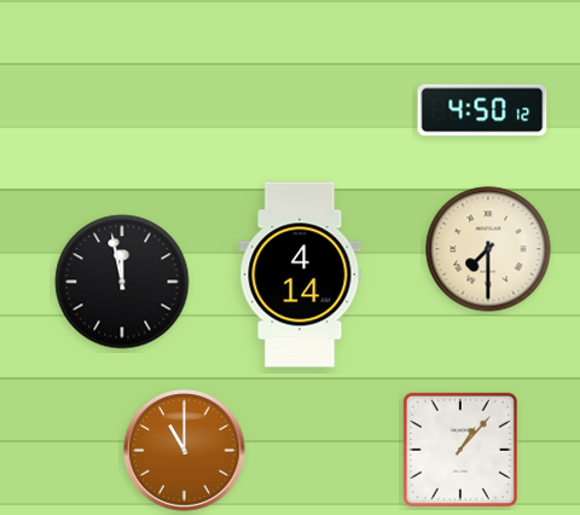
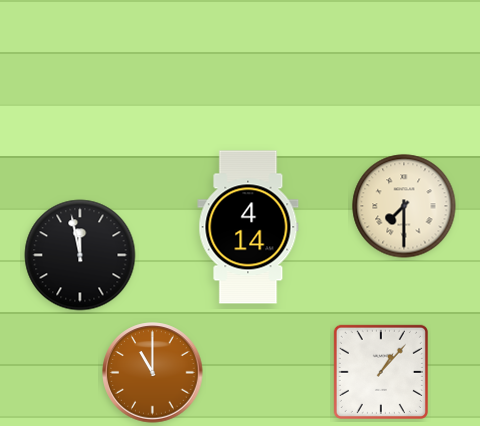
clock at (482, 110): 4:50 -> none
clock at (122, 282) position: (122, 282) -> (80, 255)
